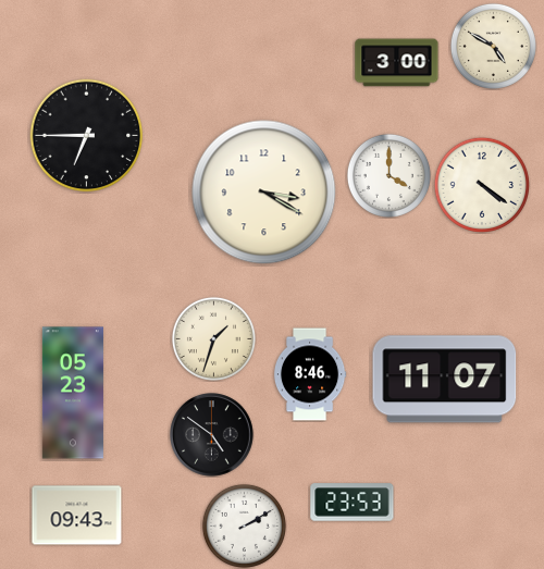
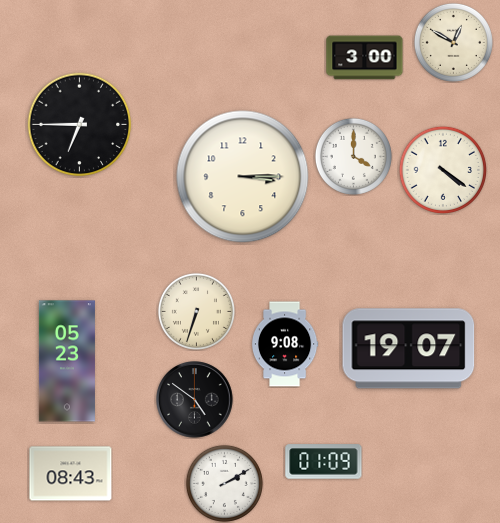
clock at (493, 46): 4:50 -> 12:50
clock at (388, 175) position: (388, 175) -> (353, 156)
clock at (264, 193): 3:20 -> 3:15
clock at (213, 338): 1:33 -> 6:33
clock at (310, 374): 8:46 -> 9:08
clock at (445, 380): 11:07 -> 19:07
clock at (353, 503): 23:53 -> 01:09
clock at (77, 516): 09:43 -> 08:43
